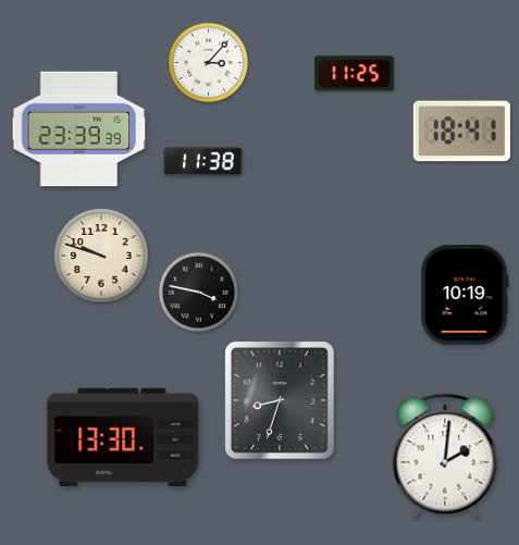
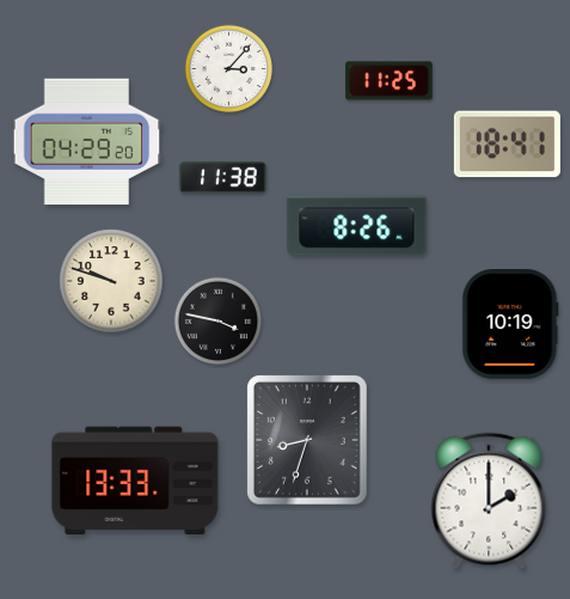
clock at (79, 129): 23:39 -> 04:29
clock at (357, 226): none -> 8:26
clock at (123, 436): 13:30 -> 13:33
clock at (445, 456): 2:01 -> 2:00
